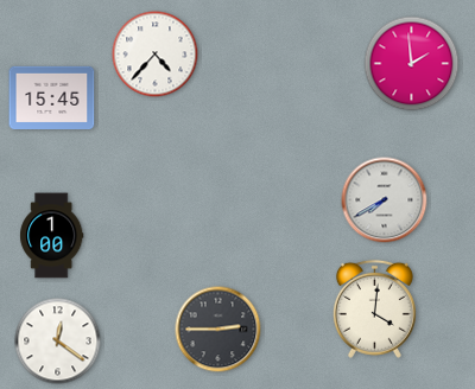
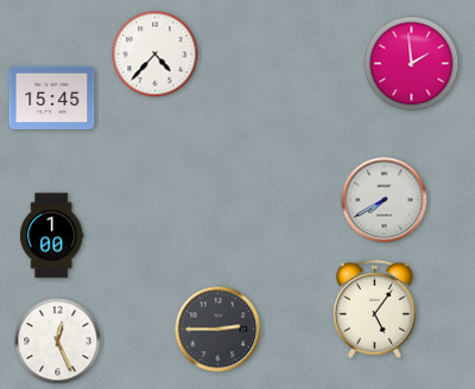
clock at (374, 308): 4:01 -> 5:06
clock at (58, 342): 12:21 -> 12:26
